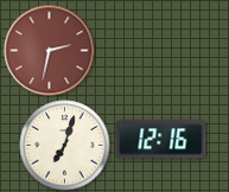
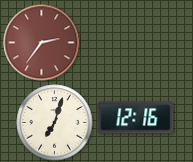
clock at (50, 51): 2:32 -> 2:36
